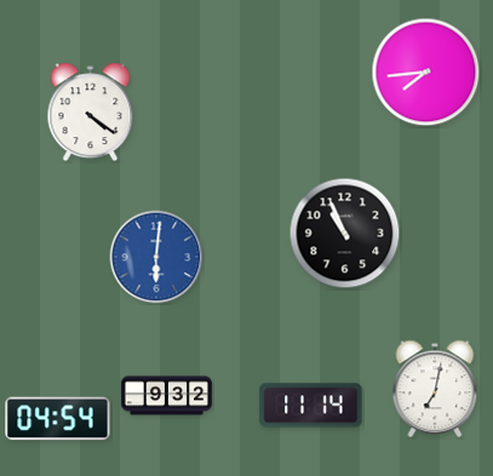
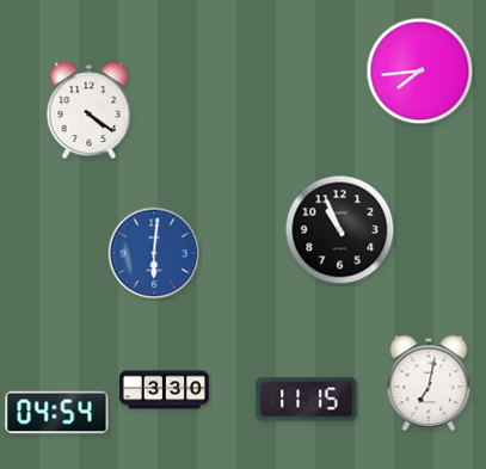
clock at (166, 396): 9:32 -> 3:30
clock at (311, 406): 11:14 -> 11:15
